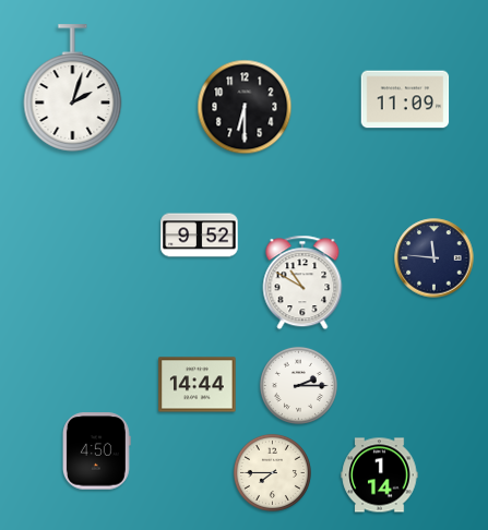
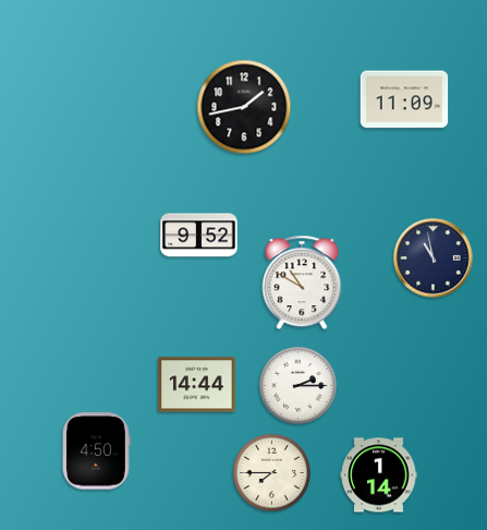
clock at (73, 88): 2:03 -> none
clock at (245, 107): 6:30 -> 1:43
clock at (435, 258): 11:46 -> 10:58
